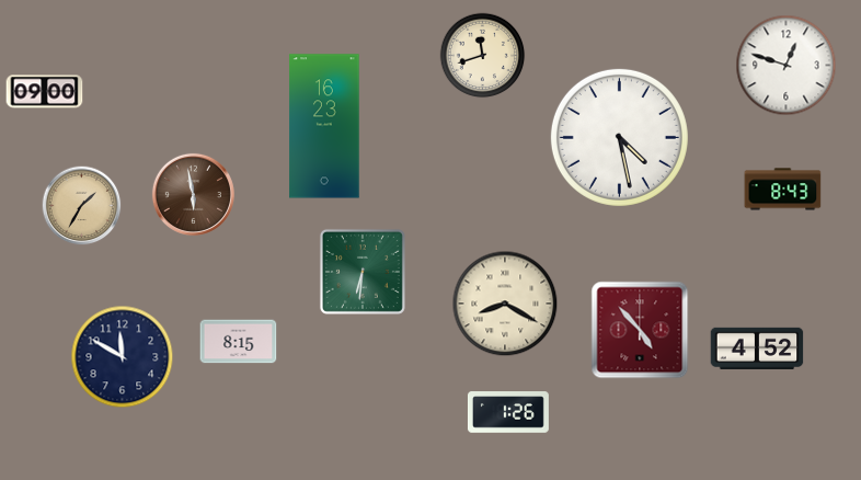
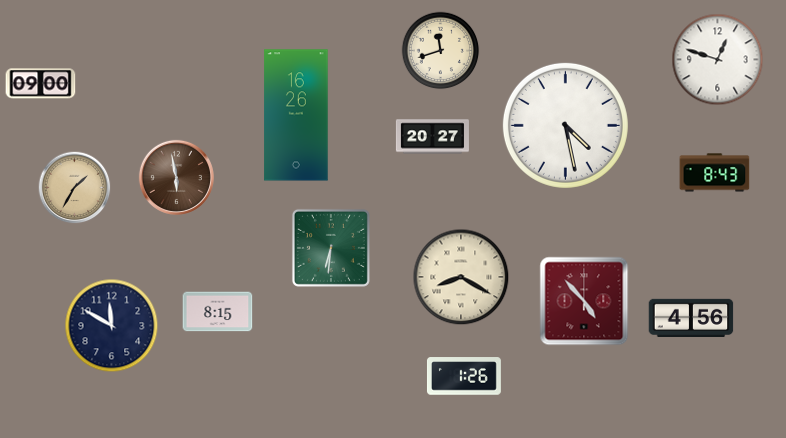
clock at (324, 126): 16:23 -> 16:26
clock at (432, 137): none -> 20:27
clock at (757, 347): 4:52 -> 4:56
